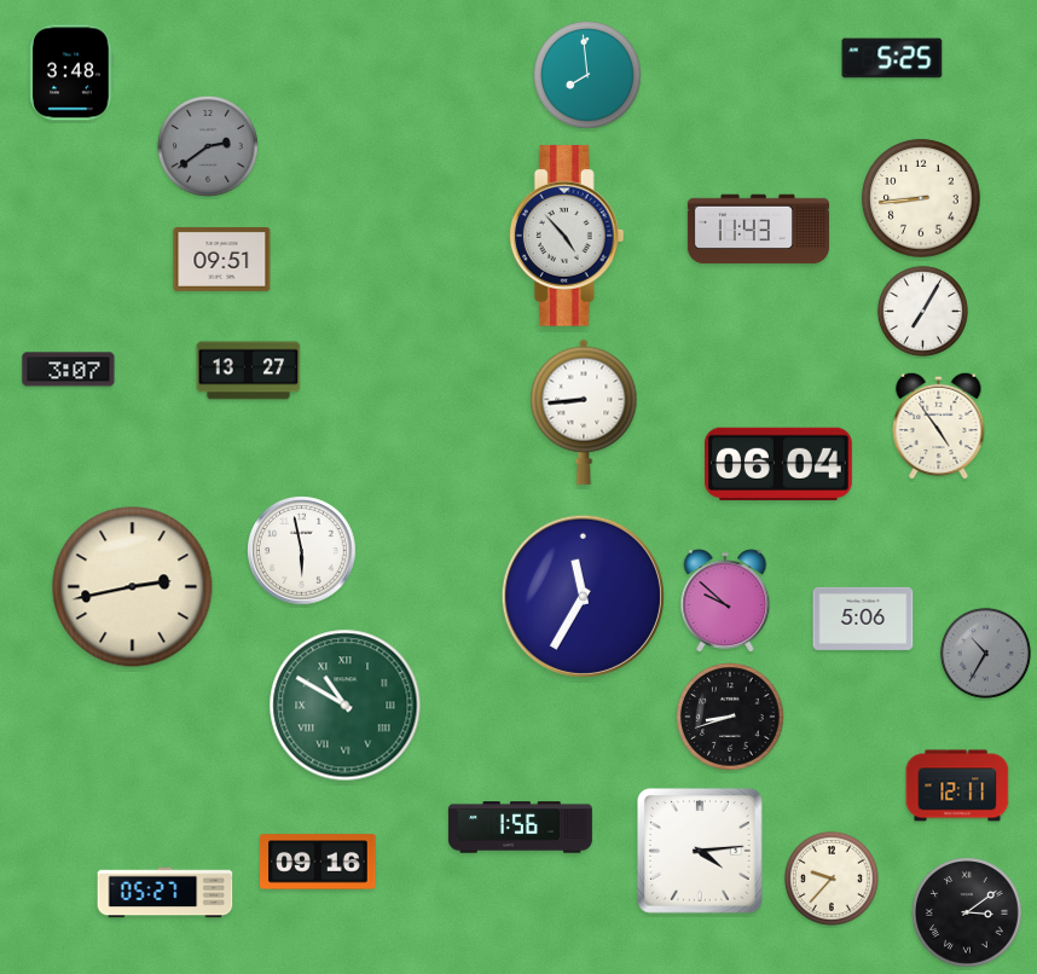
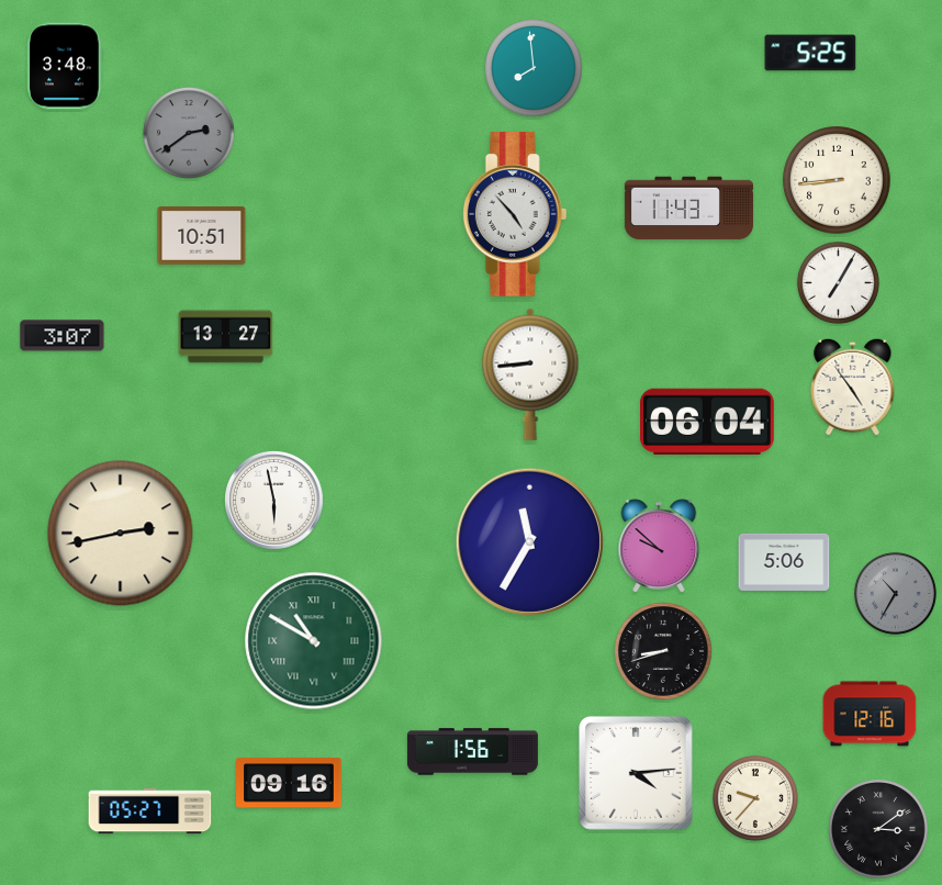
clock at (222, 259): 09:51 -> 10:51
clock at (957, 785): 12:11 -> 12:16
